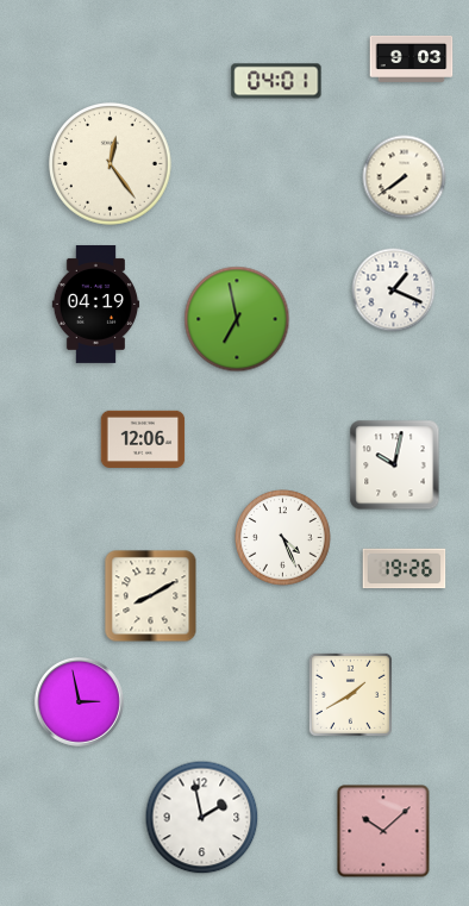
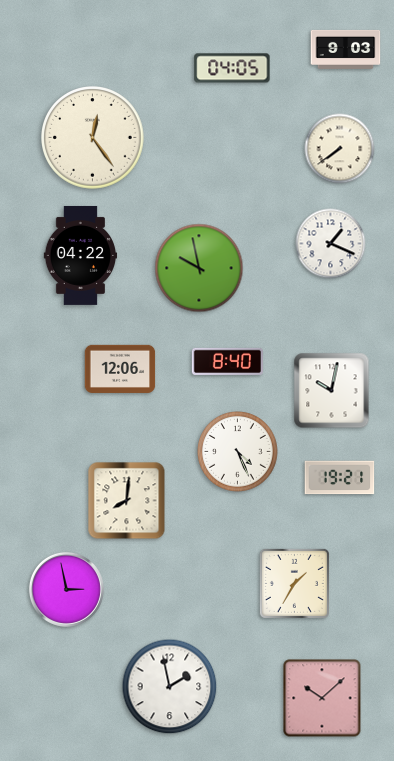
clock at (276, 81): 04:01 -> 04:05
clock at (96, 304): 04:19 -> 04:22
clock at (237, 319): 6:58 -> 9:58
clock at (227, 361): none -> 8:40
clock at (405, 569): 19:26 -> 19:21
clock at (151, 596): 8:10 -> 8:01
clock at (350, 694): 1:40 -> 1:35
